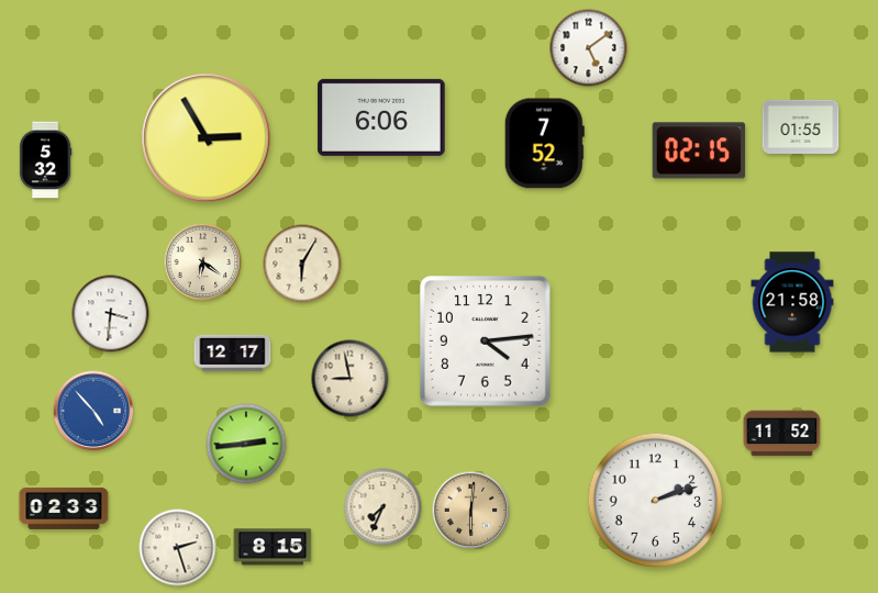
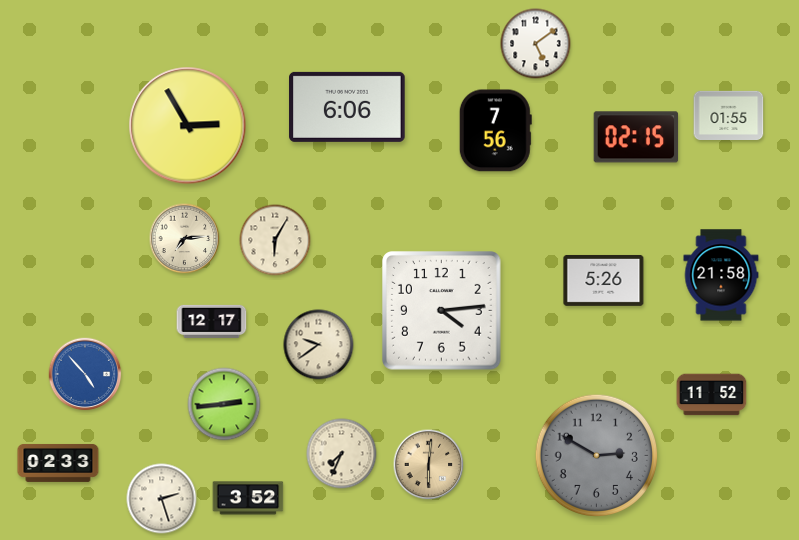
clock at (544, 144): 7:52 -> 7:56
clock at (45, 160): 5:32 -> none
clock at (203, 262): 6:21 -> 7:14
clock at (604, 280): none -> 5:26
clock at (111, 314): 3:31 -> none
clock at (351, 379): 8:58 -> 9:39
clock at (656, 501): 2:12 -> 2:50
clock at (656, 501) dial: white -> grey
clock at (384, 507) position: (384, 507) -> (342, 454)
clock at (273, 547): 8:15 -> 3:52
